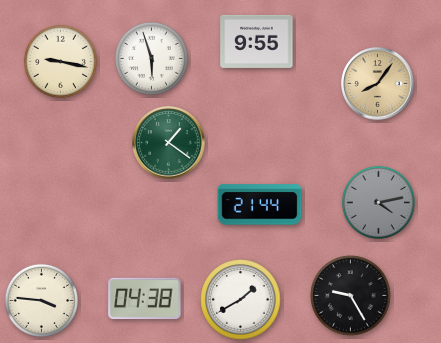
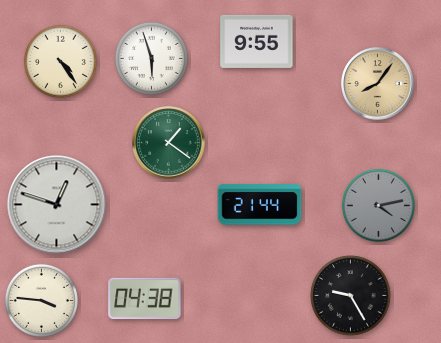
clock at (60, 61): 9:17 -> 4:24
clock at (378, 202) position: (378, 202) -> (378, 205)
clock at (57, 205): none -> 12:48
clock at (241, 300): 1:40 -> none
